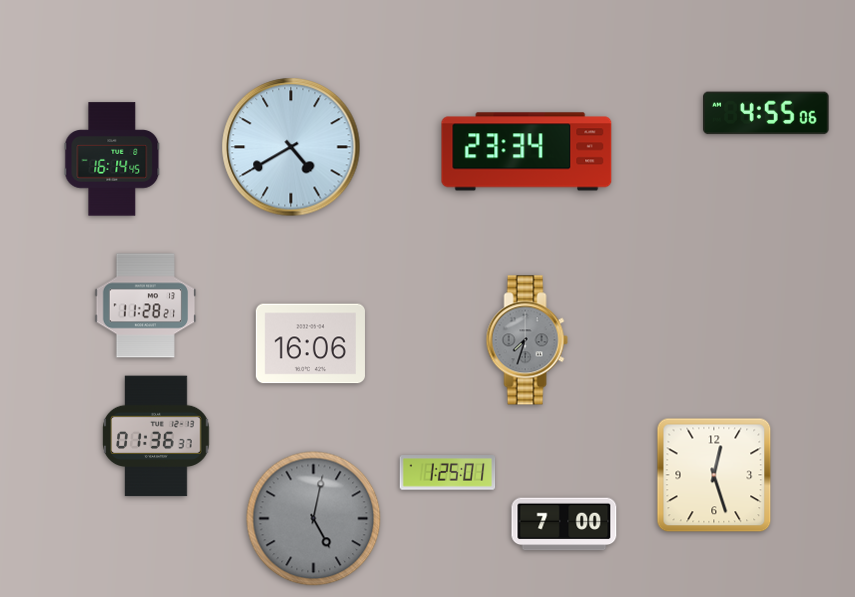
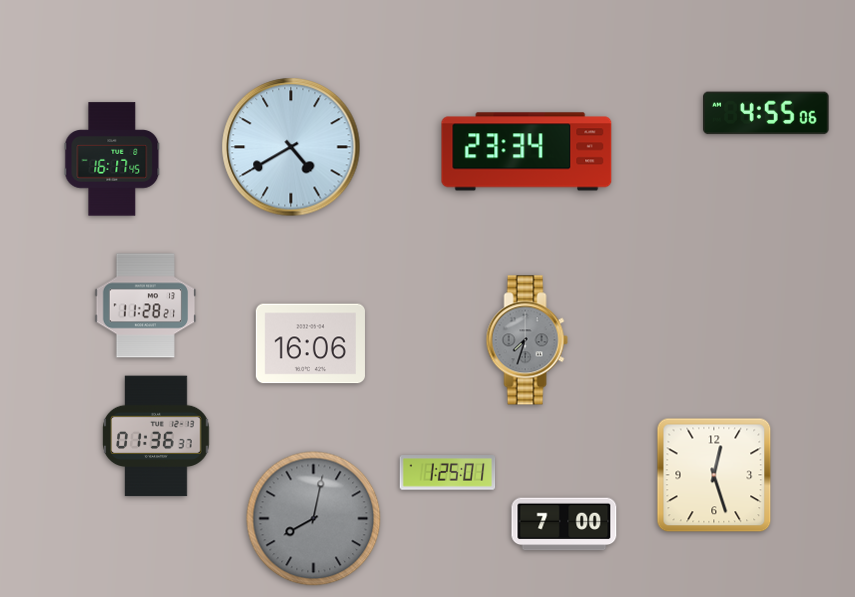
clock at (112, 159): 16:14 -> 16:17
clock at (314, 519): 5:02 -> 8:02
